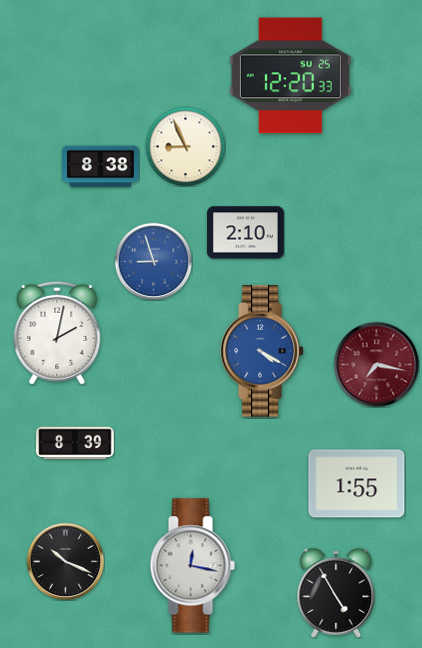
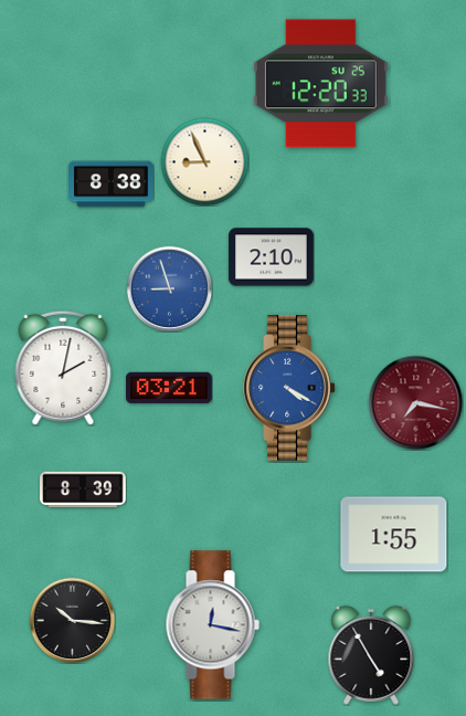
clock at (170, 387): none -> 03:21
clock at (65, 561): 10:19 -> 10:16
